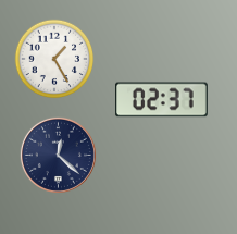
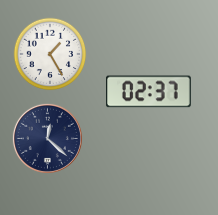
clock at (58, 155) position: (58, 155) -> (47, 138)
